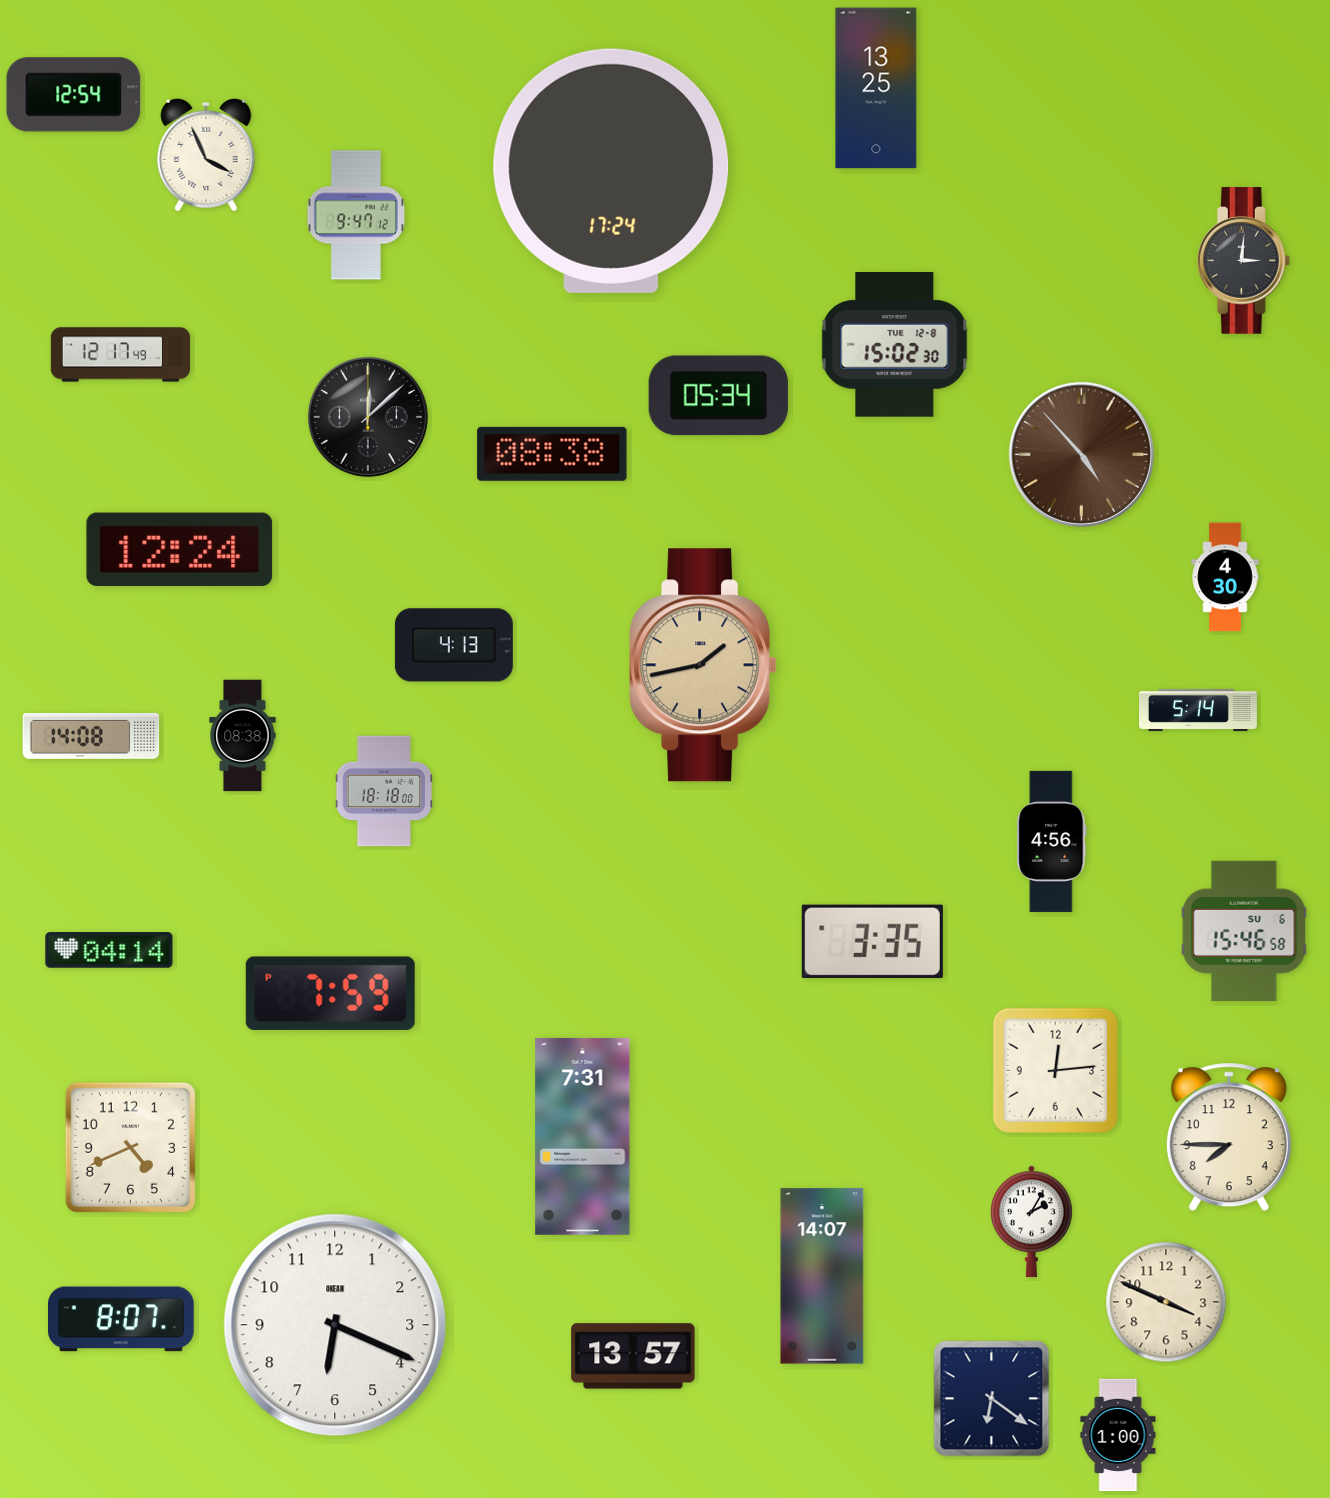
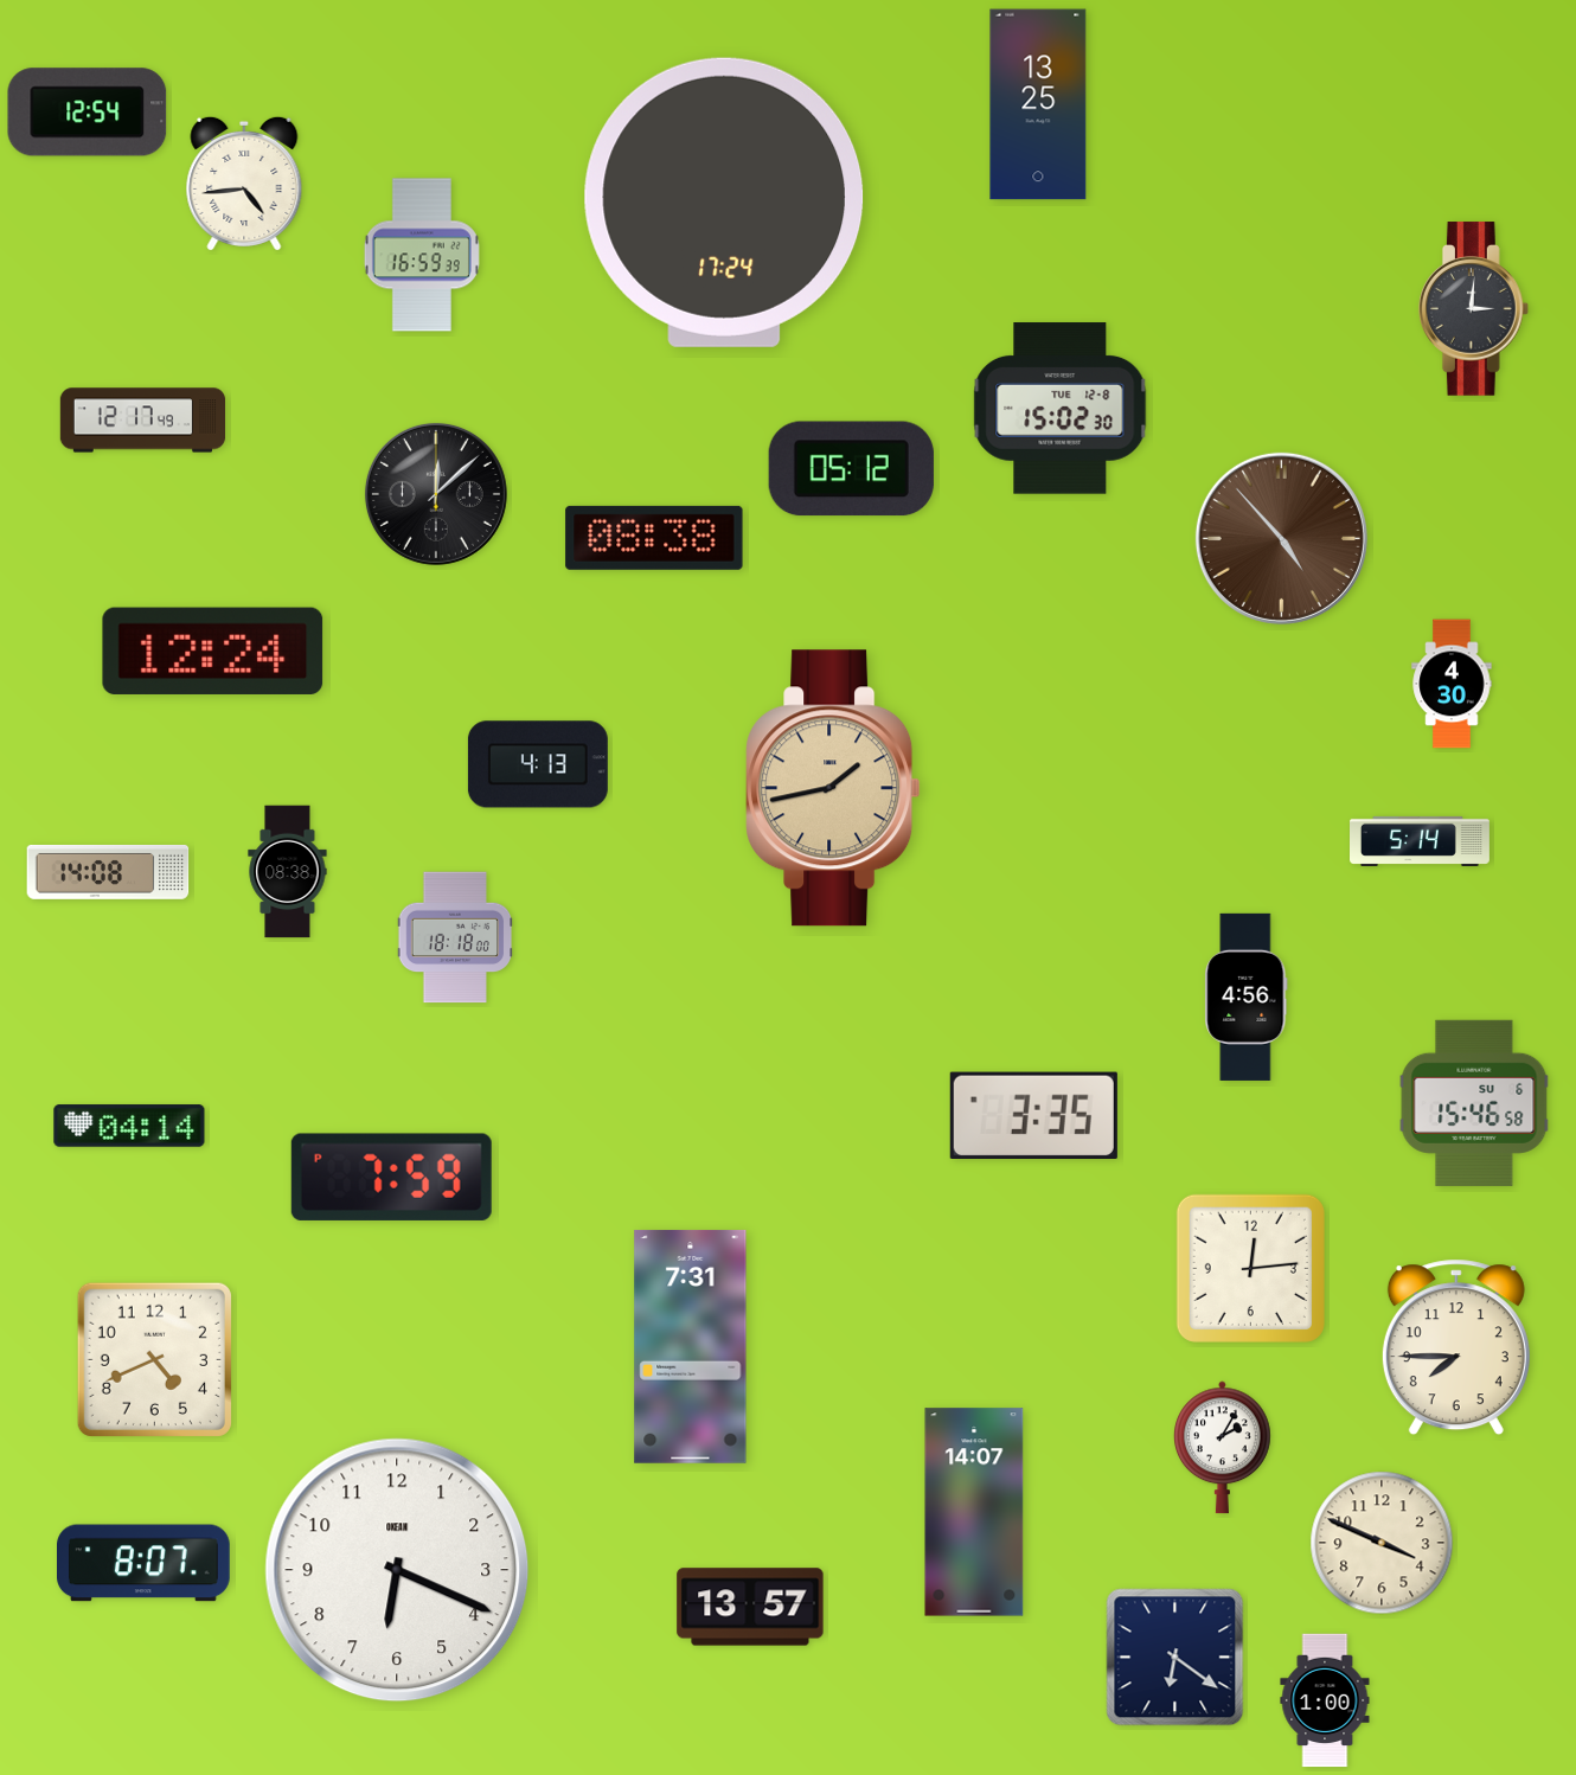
clock at (206, 155): 3:56 -> 4:44
clock at (356, 215): 9:47 -> 16:59
clock at (718, 396): 05:34 -> 05:12
